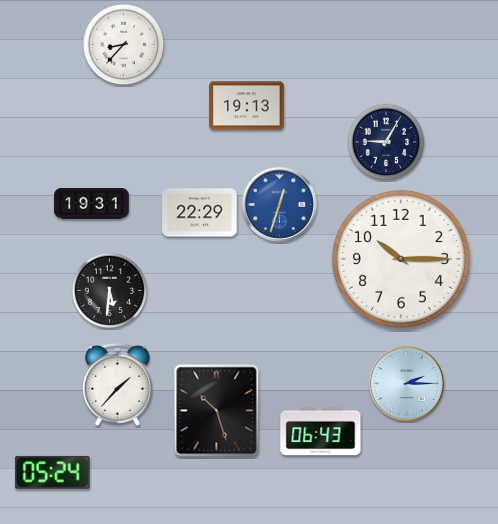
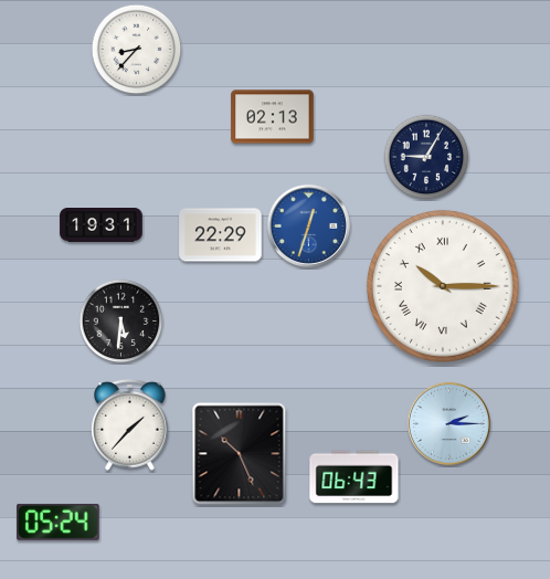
clock at (247, 106): 19:13 -> 02:13
clock at (401, 259) numerals: Arabic -> Roman
clock at (217, 411): 10:27 -> 10:26
